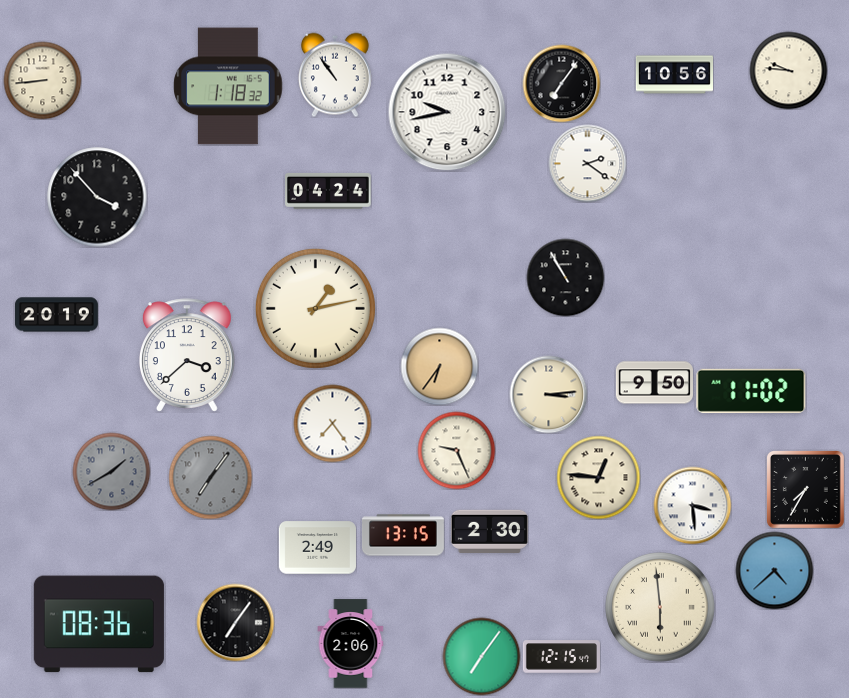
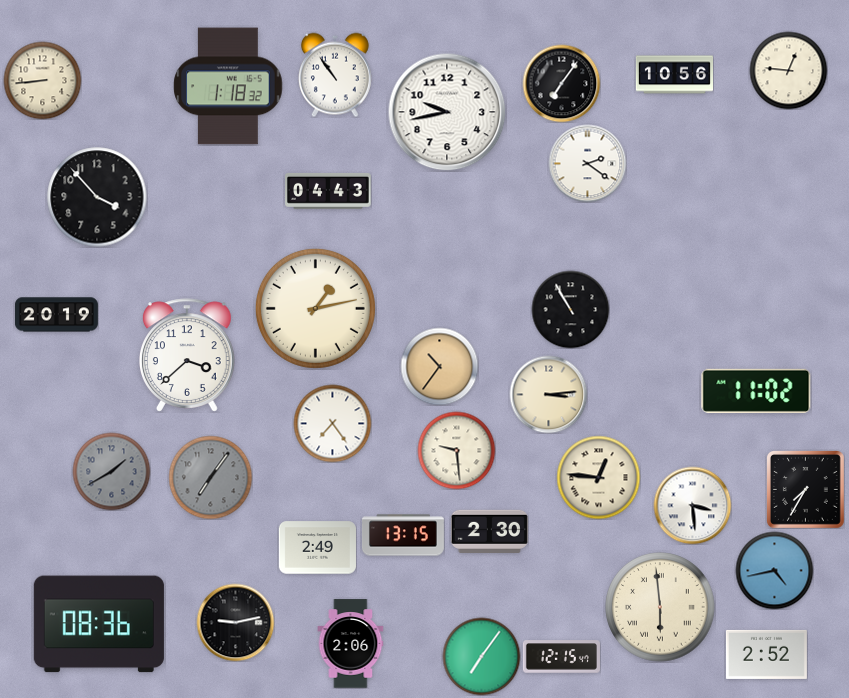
clock at (788, 70): 9:46 -> 12:46
clock at (329, 191): 04:24 -> 04:43
clock at (565, 277) position: (565, 277) -> (570, 309)
clock at (439, 366): 6:36 -> 10:36
clock at (654, 383): 9:50 -> none
clock at (751, 391) position: (751, 391) -> (756, 391)
clock at (456, 450): 9:26 -> 9:29
clock at (774, 570): 4:38 -> 4:43
clock at (235, 622): 7:06 -> 9:13
clock at (766, 654): none -> 2:52
